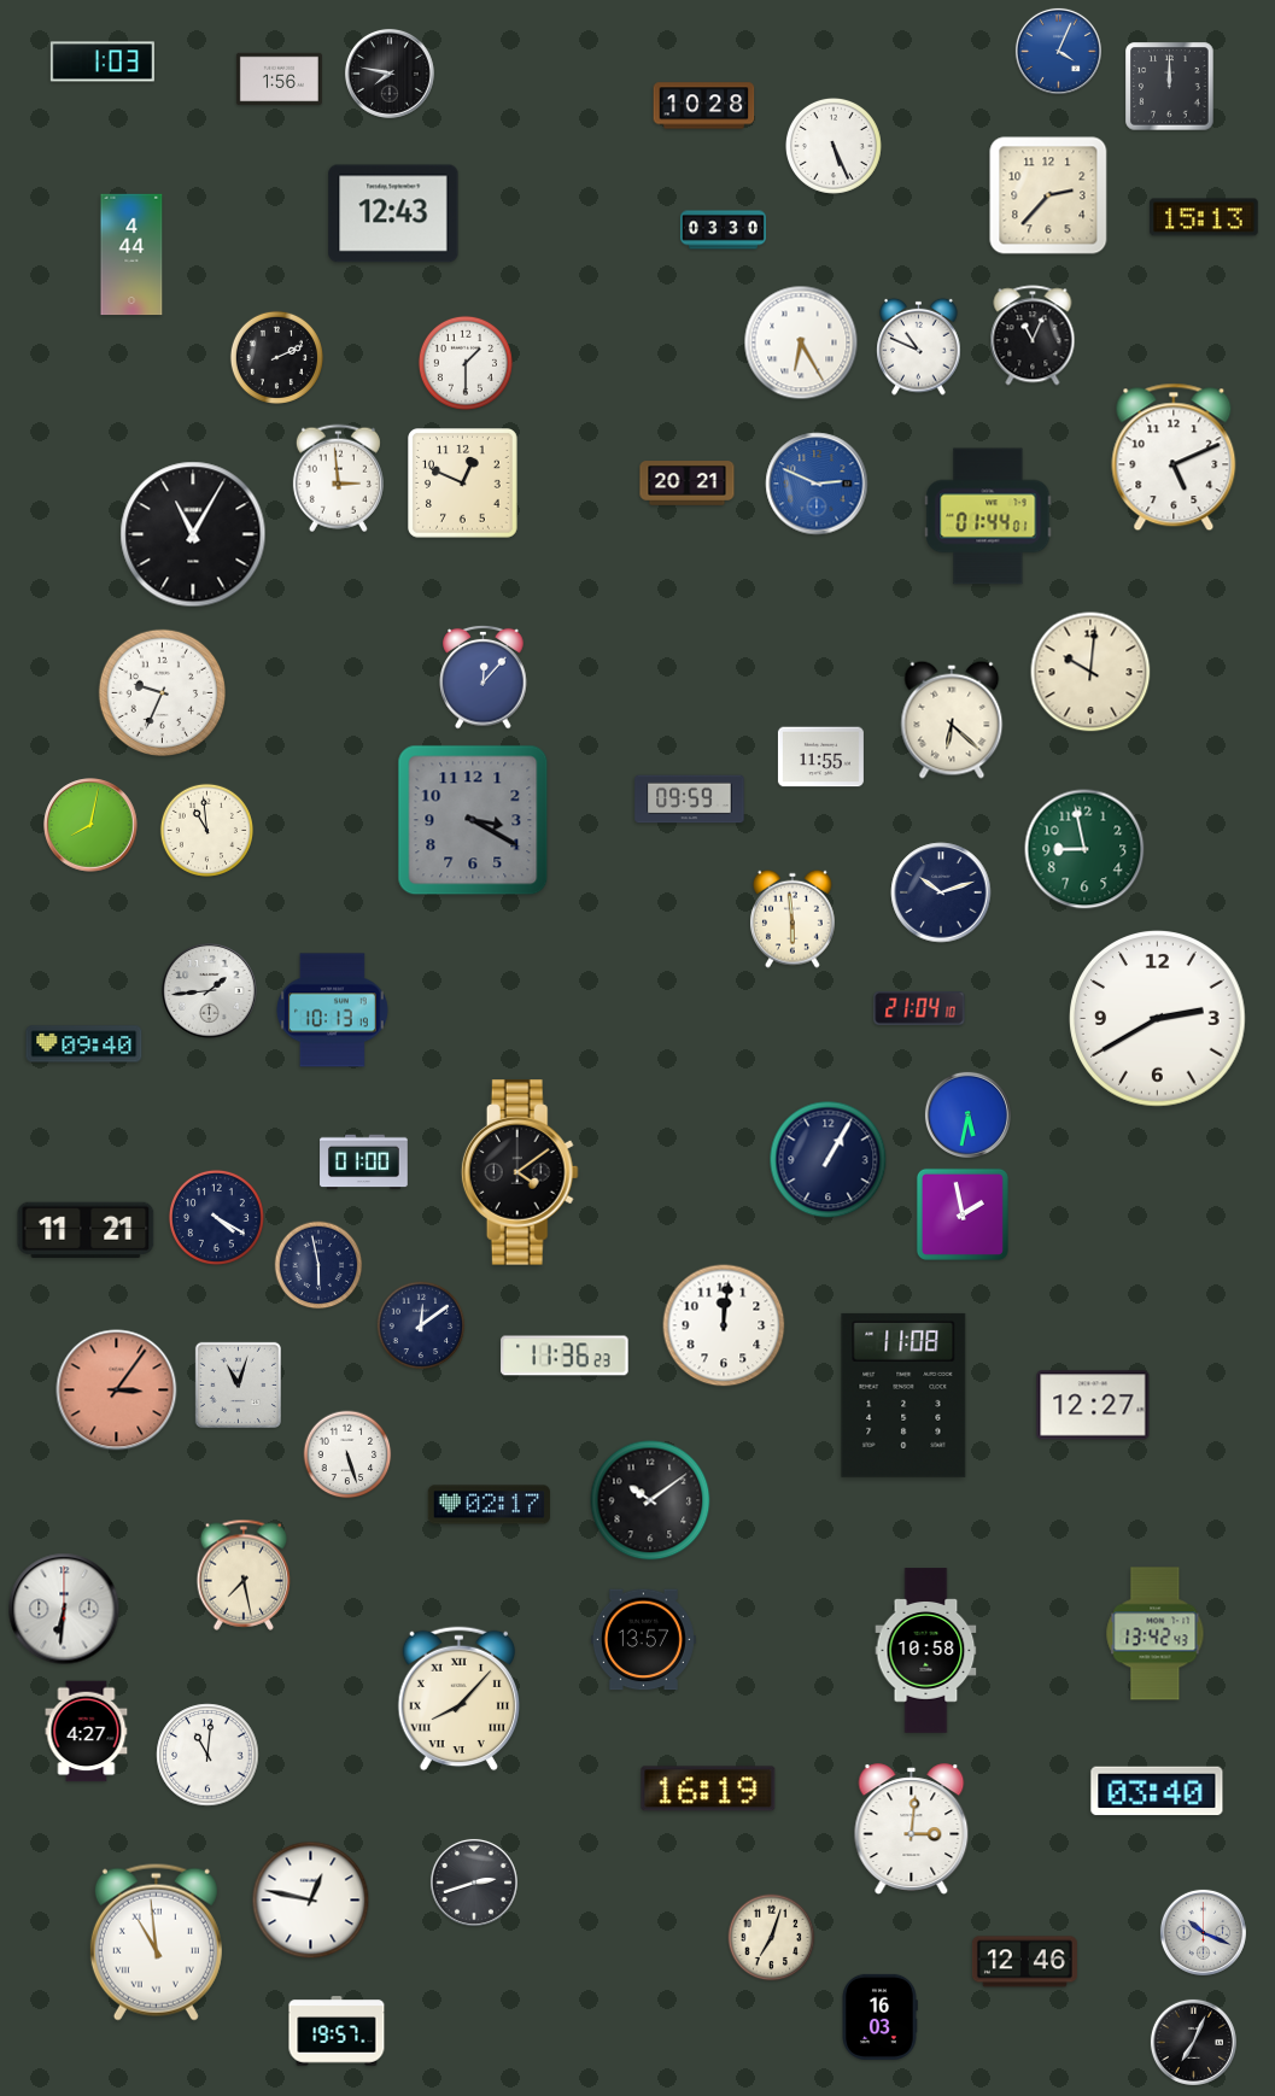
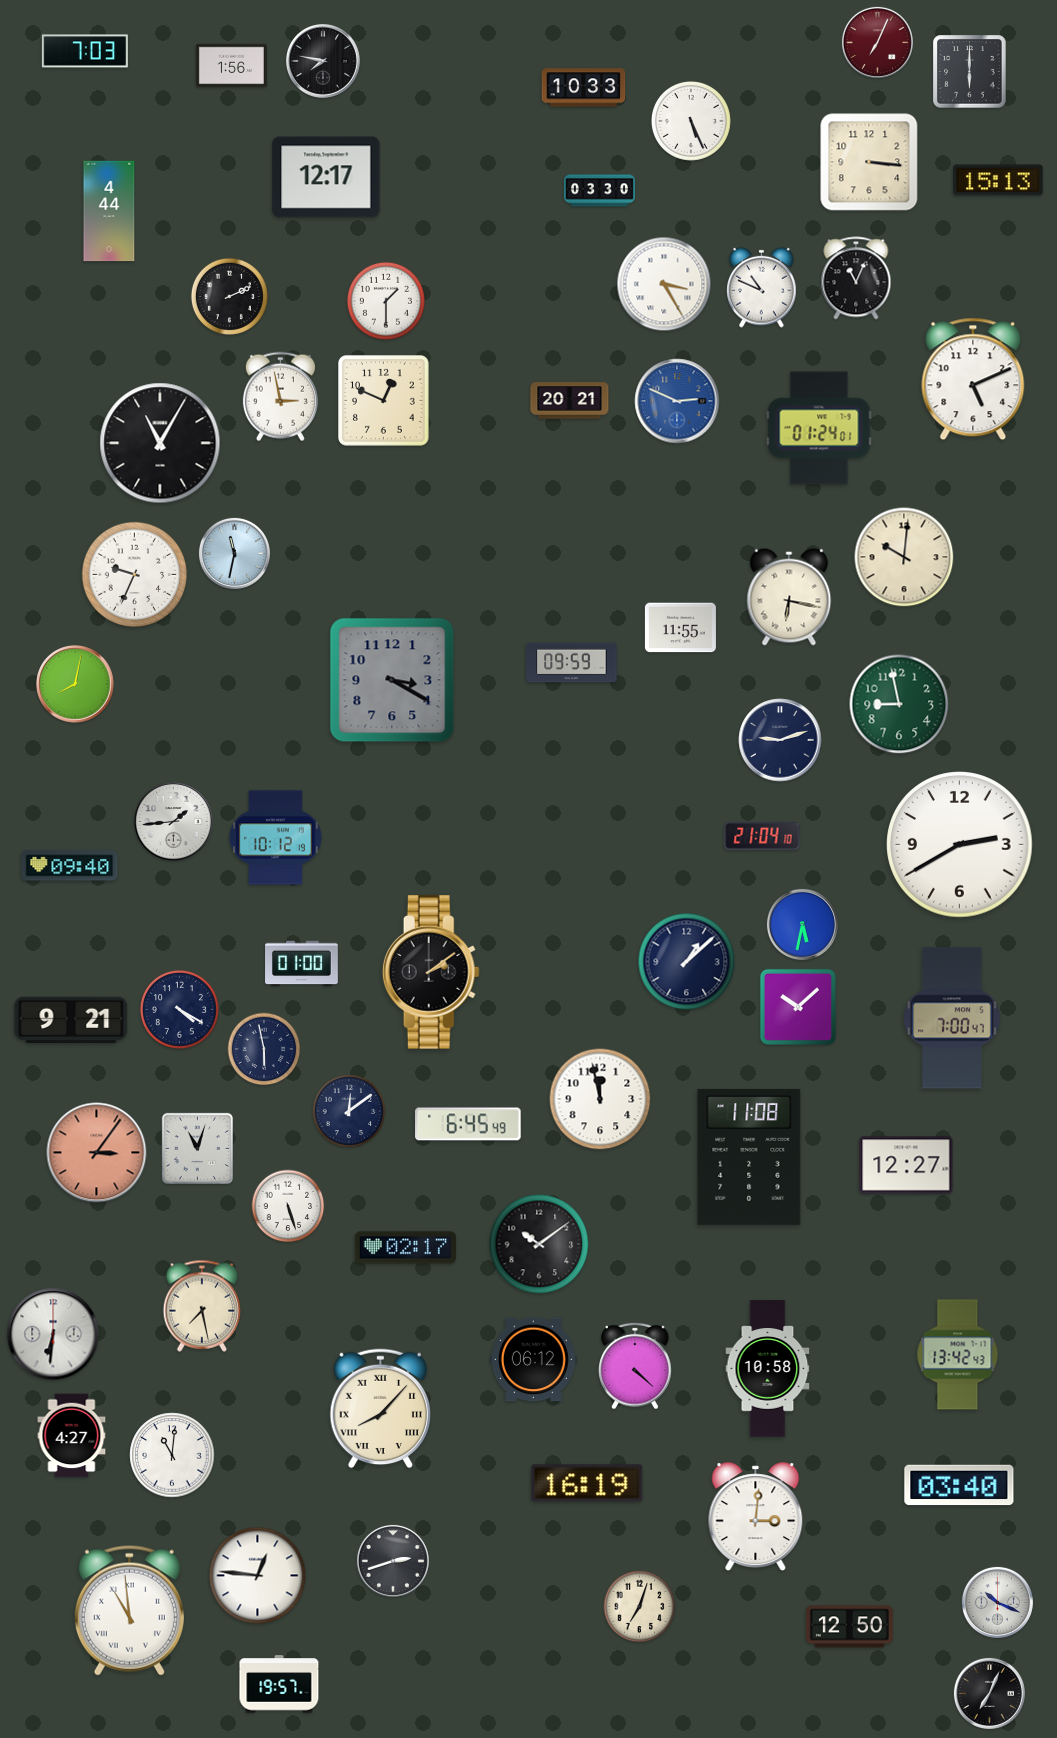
clock at (1058, 51): 4:04 -> 7:04
clock at (1058, 51) dial: blue -> burgundy
clock at (103, 62): 1:03 -> 7:03
clock at (1170, 87): 12:00 -> 6:00
clock at (704, 106): 10:28 -> 10:33
clock at (1048, 195): 2:37 -> 3:16
clock at (393, 213): 12:43 -> 12:17
clock at (801, 342): 6:25 -> 3:25
clock at (338, 479): 2:59 -> 2:58
clock at (988, 516): 01:44 -> 01:24
clock at (234, 553): none -> 11:32
clock at (484, 677): 12:07 -> none
clock at (952, 720): 6:22 -> 6:17
clock at (206, 830): 10:59 -> none
clock at (941, 892): 10:12 -> 9:12
clock at (793, 919): 5:59 -> none
clock at (333, 1011): 10:13 -> 10:12
clock at (829, 1160): 1:05 -> 1:08
clock at (520, 1172): 4:09 -> 2:09
clock at (963, 1214): 1:58 -> 10:08
clock at (952, 1018): none -> 7:00
clock at (86, 1230): 11:21 -> 9:21
clock at (421, 1325) position: (421, 1325) -> (349, 1111)
clock at (724, 1325): 12:01 -> 11:58
clock at (565, 1356): 11:36 -> 6:45
clock at (643, 1640): 13:57 -> 06:12
clock at (636, 1366): none -> 4:22
clock at (311, 1901): 12:47 -> 12:46
clock at (1024, 1962): 12:46 -> 12:50
clock at (879, 2016): 16:03 -> none
